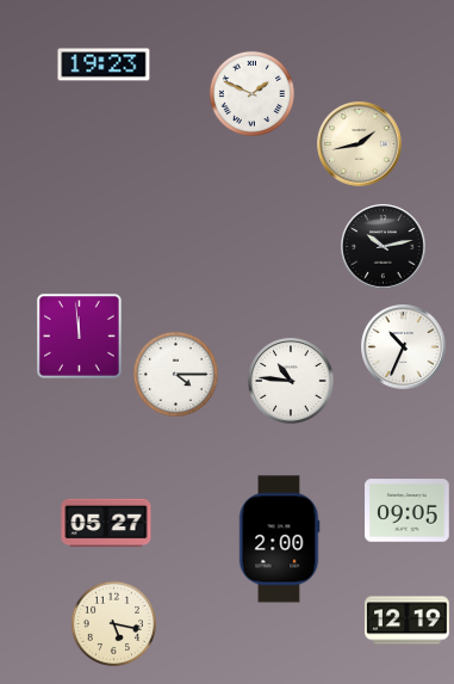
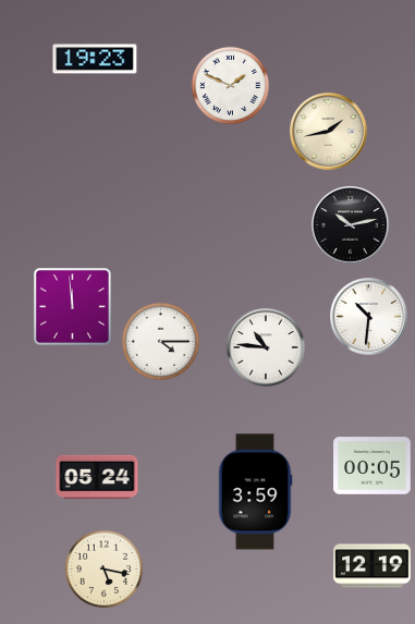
clock at (404, 347): 10:34 -> 10:31
clock at (408, 511): 09:05 -> 00:05
clock at (106, 523): 05:27 -> 05:24
clock at (279, 540): 2:00 -> 3:59
